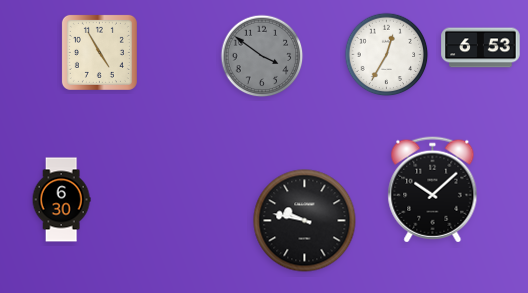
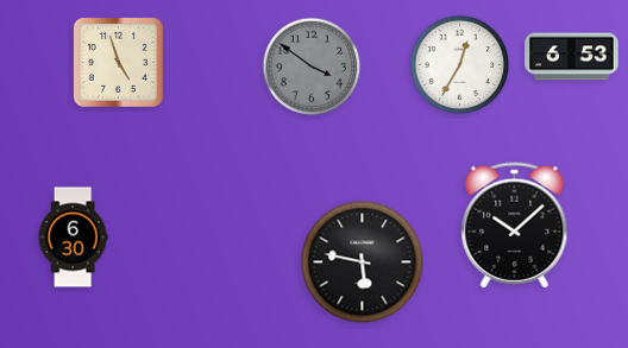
clock at (99, 52): 4:55 -> 4:57
clock at (305, 221): 9:47 -> 5:47
